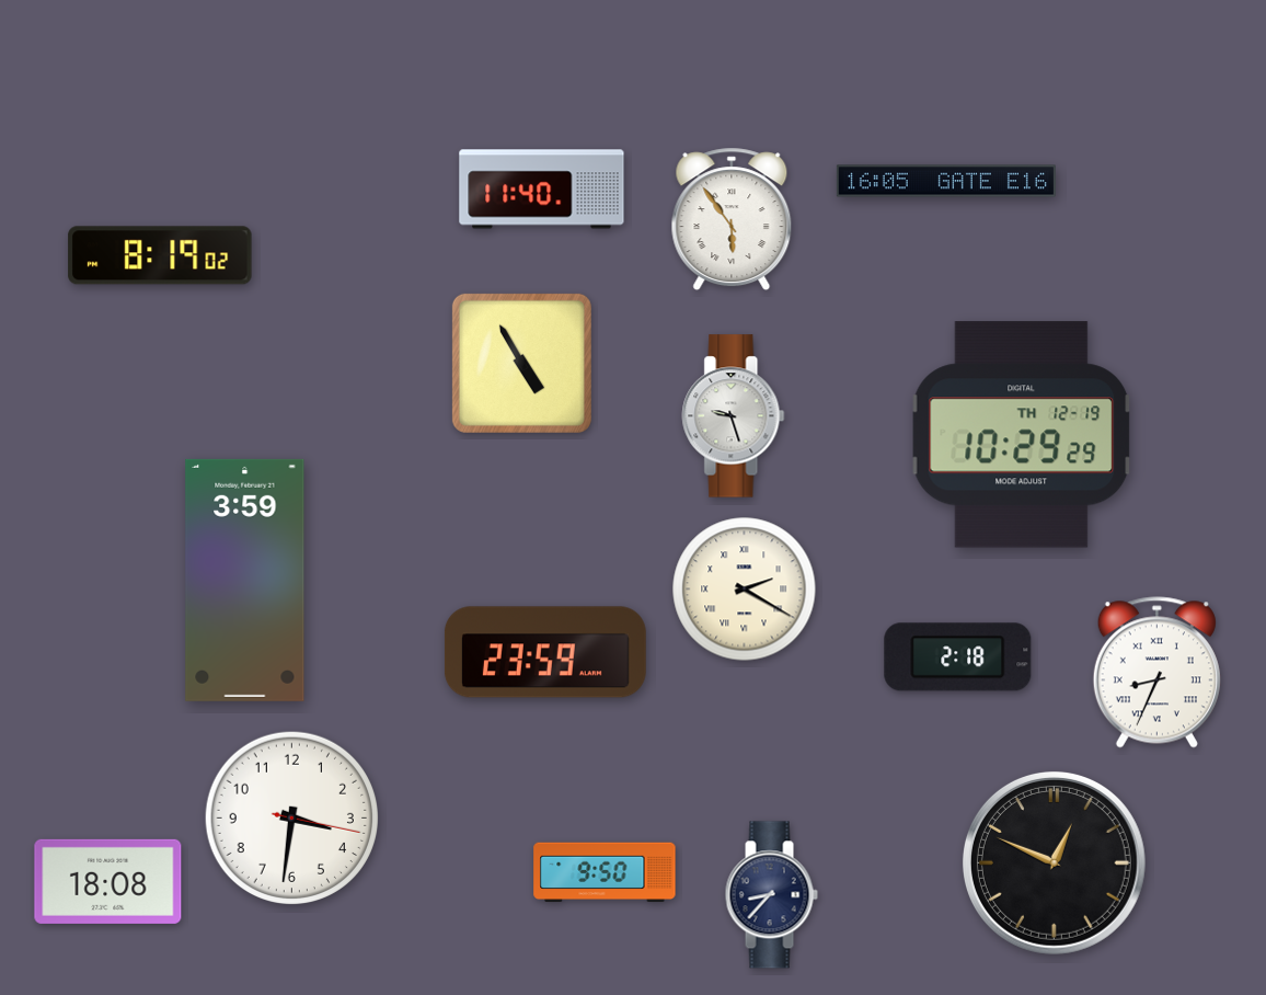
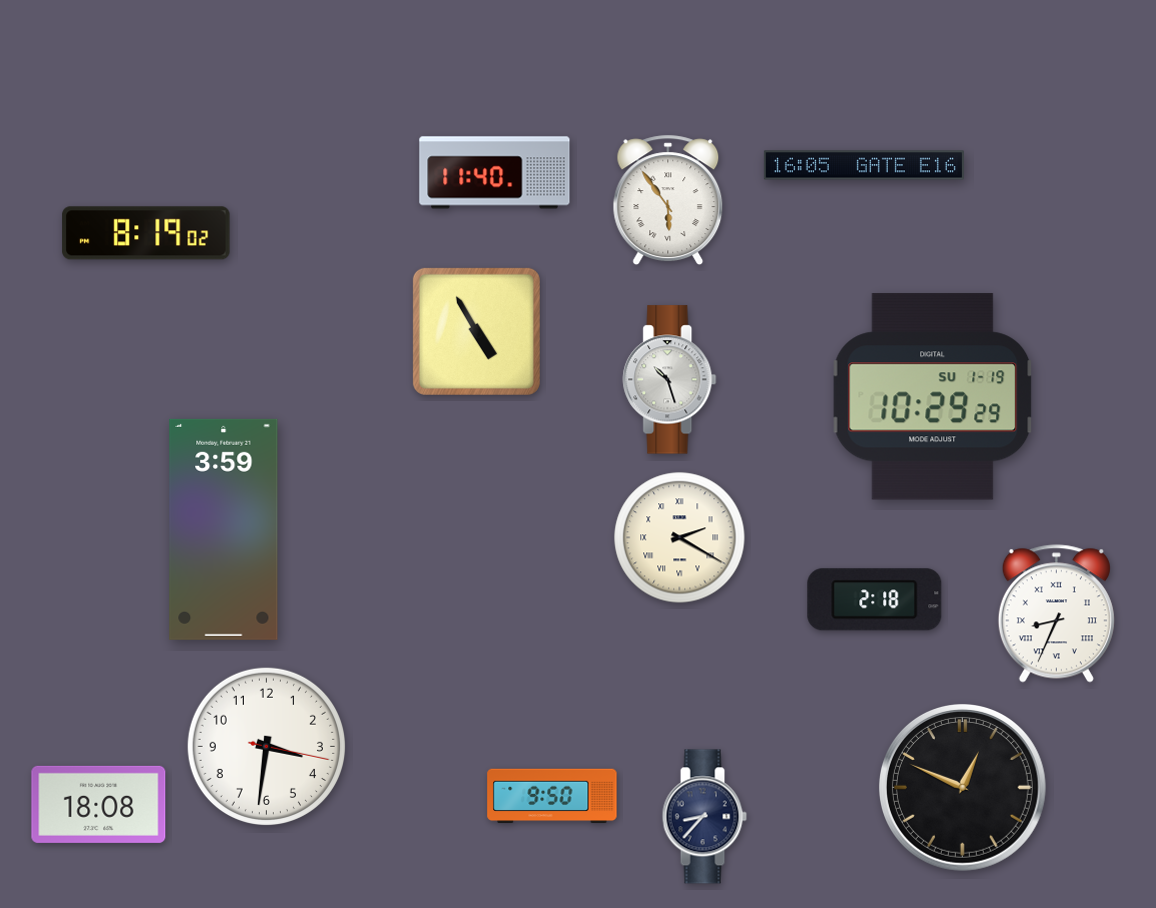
clock at (734, 416): 9:27 -> 10:27
clock at (1022, 435) date: TH 12-19 -> SU 1-19
clock at (545, 652): 23:59 -> none
